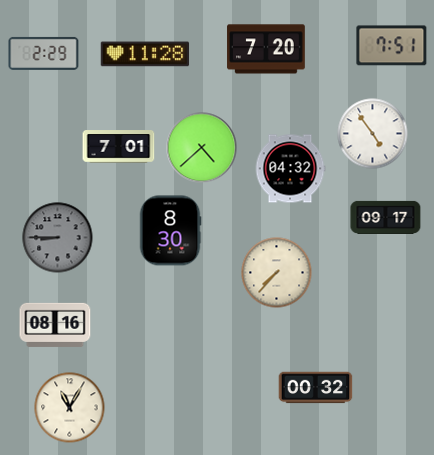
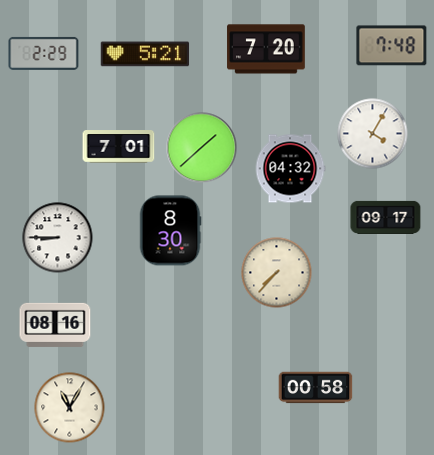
clock at (392, 46): 7:51 -> 7:48
clock at (145, 54): 11:28 -> 5:21
clock at (373, 134): 4:54 -> 4:05
clock at (202, 148): 4:38 -> 1:38
clock at (58, 238) dial: grey -> white
clock at (316, 388): 00:32 -> 00:58
